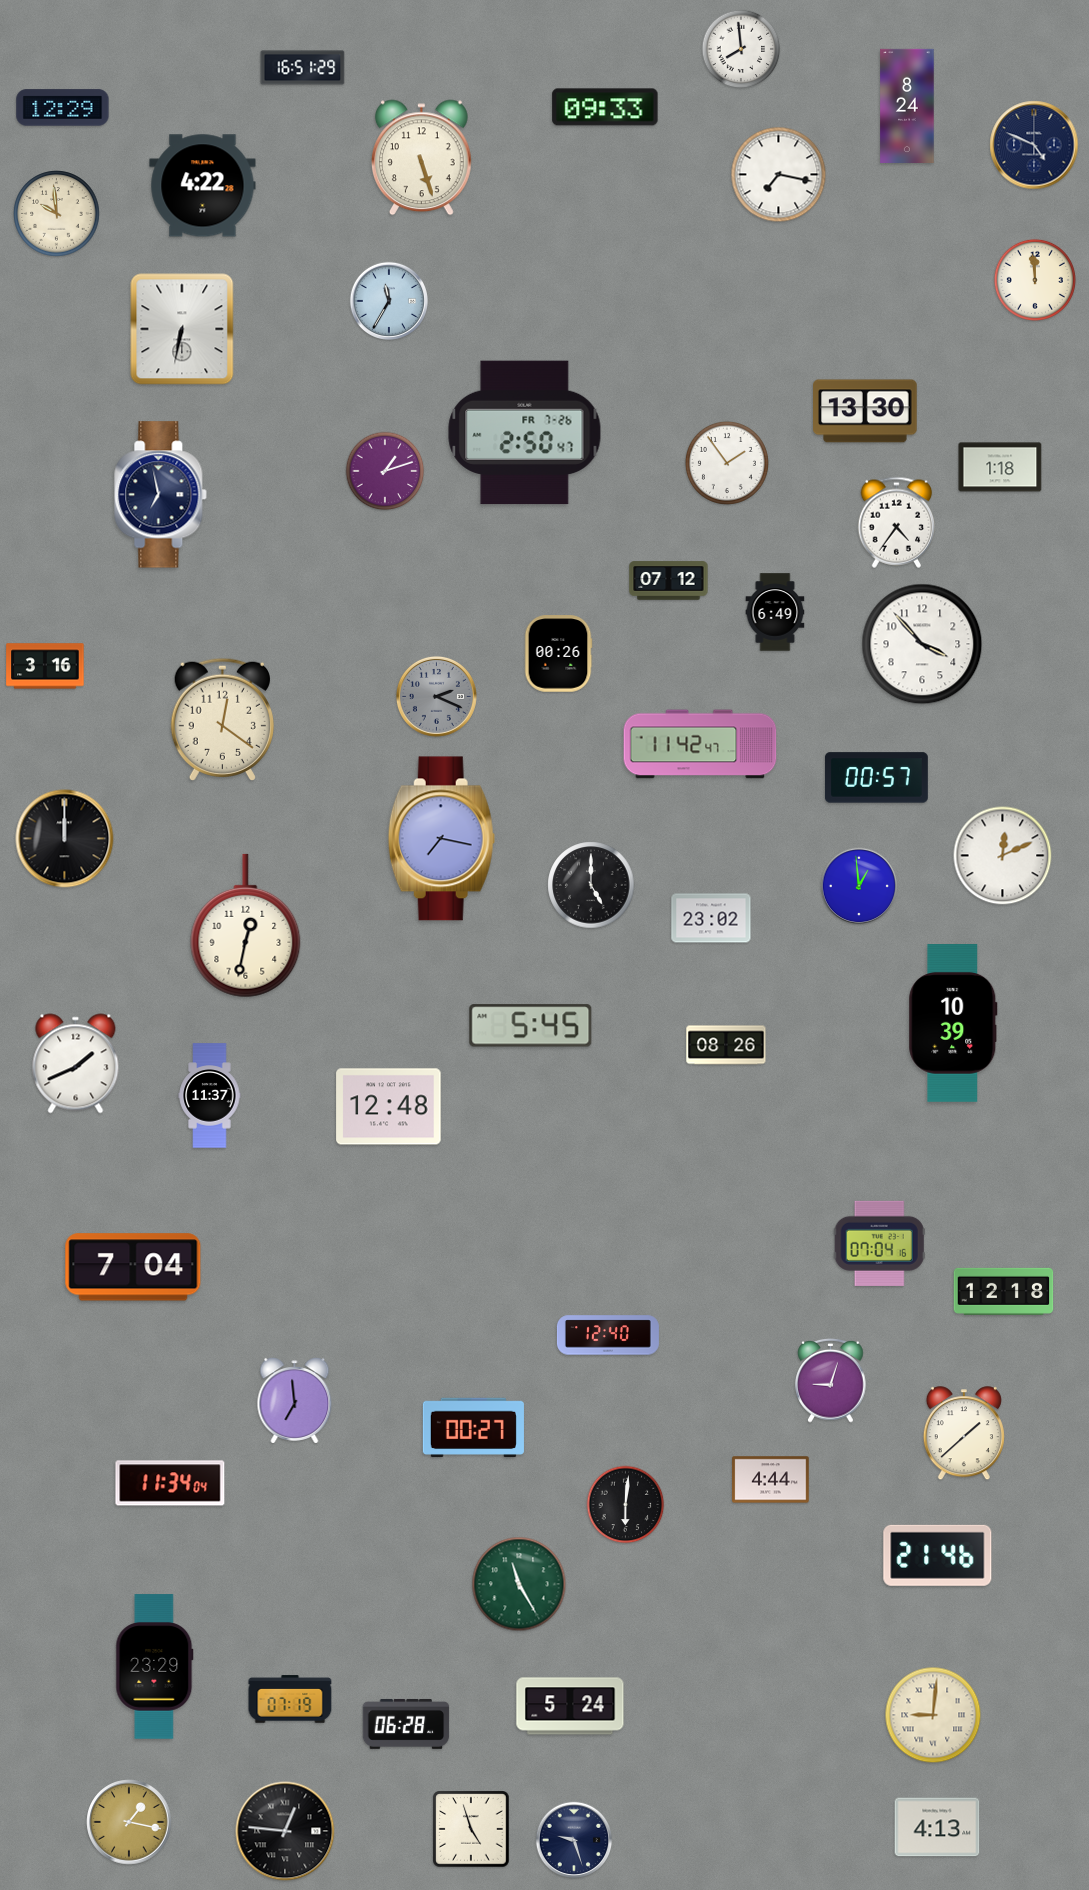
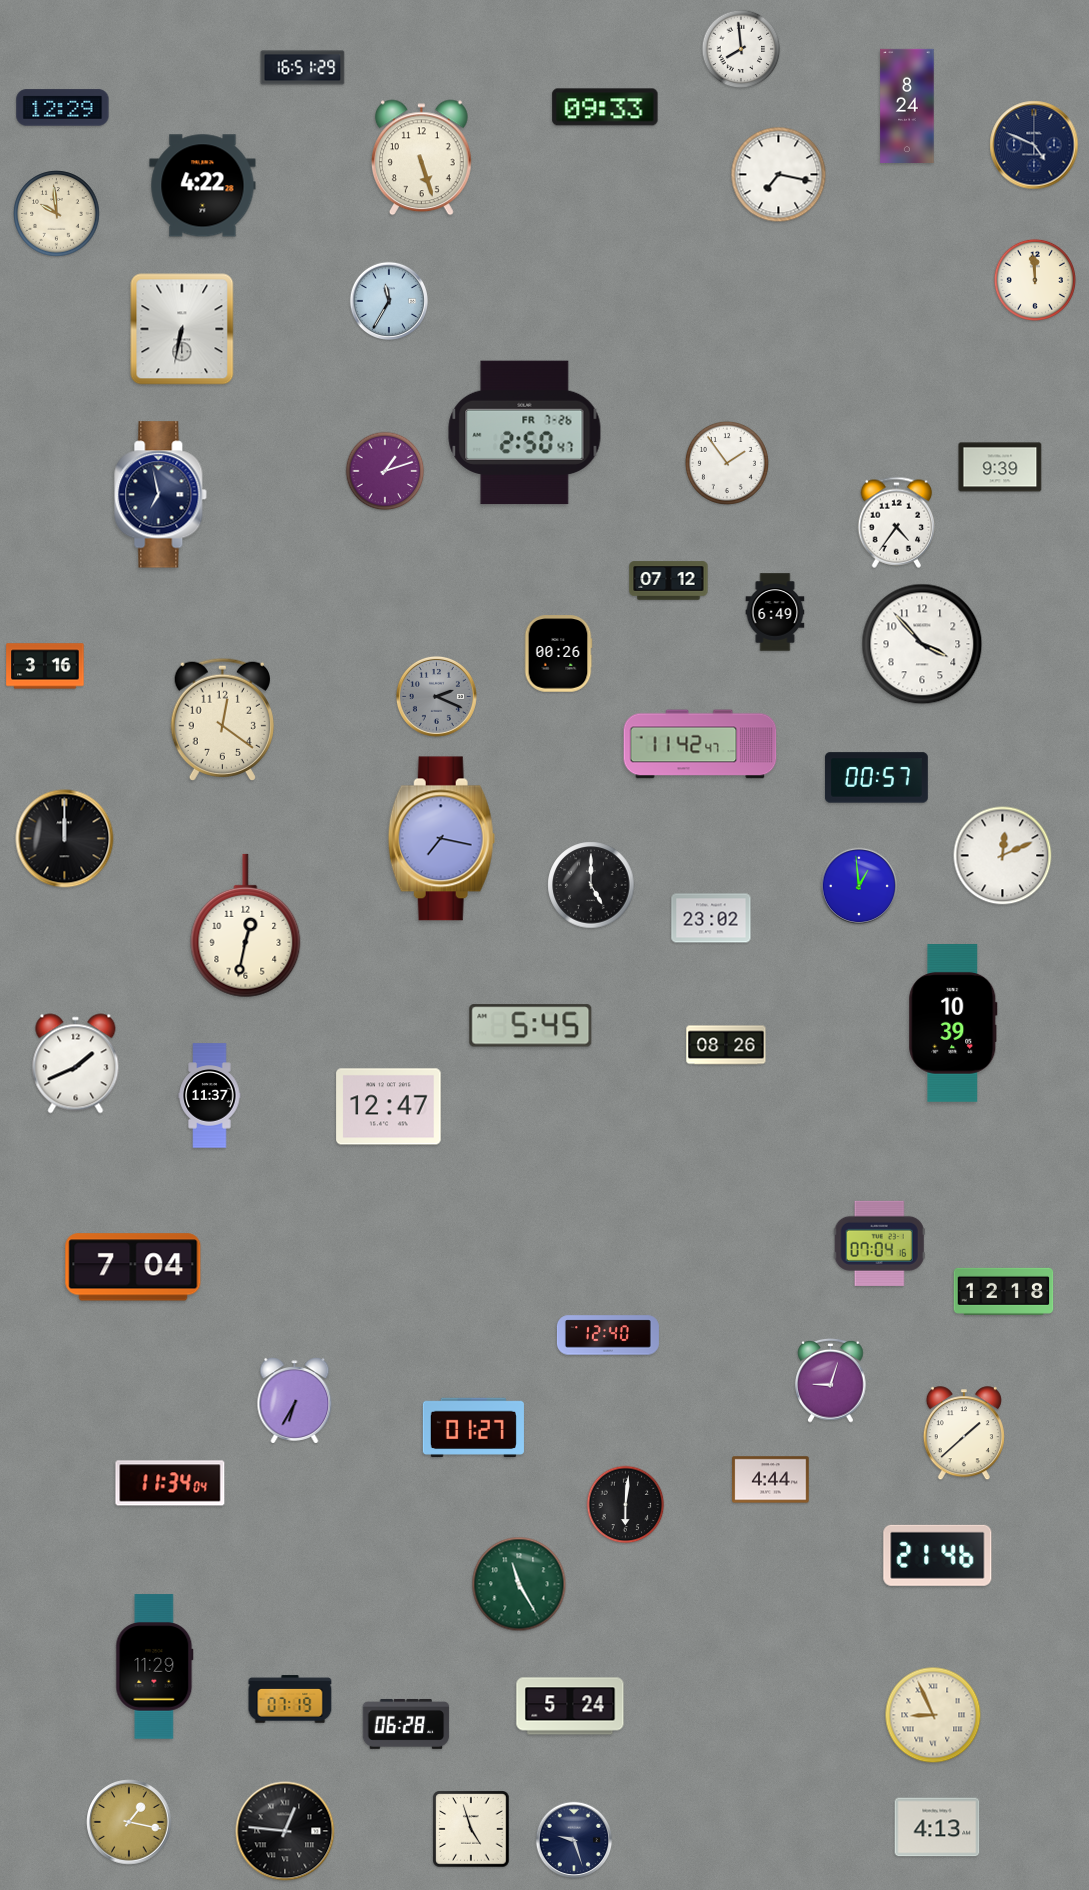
clock at (865, 411): 13:30 -> none
clock at (1000, 467): 1:18 -> 9:39
clock at (389, 1107): 12:48 -> 12:47
clock at (295, 1401): 6:59 -> 6:35
clock at (473, 1428): 00:27 -> 01:27
clock at (155, 1667): 23:29 -> 11:29
clock at (933, 1715): 9:01 -> 8:56
